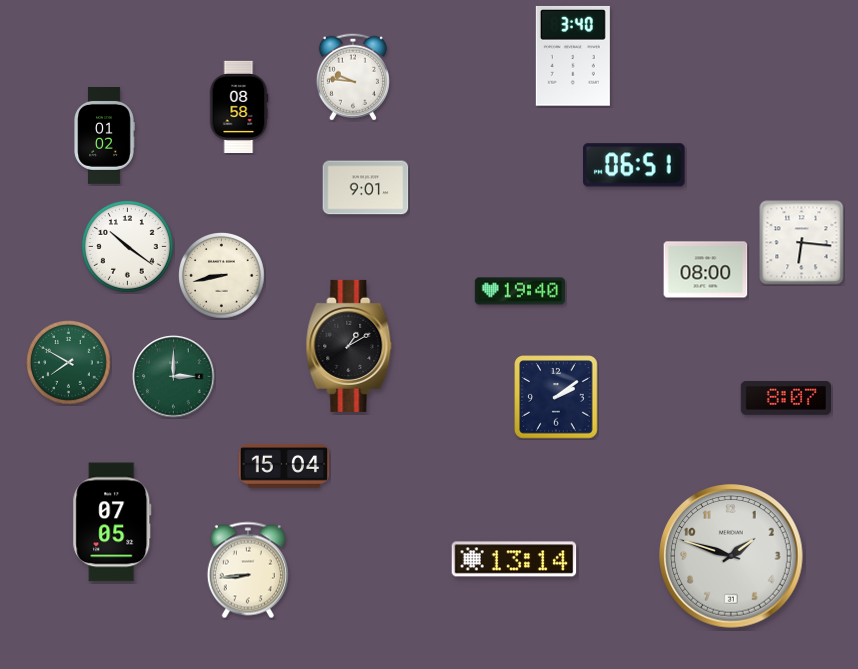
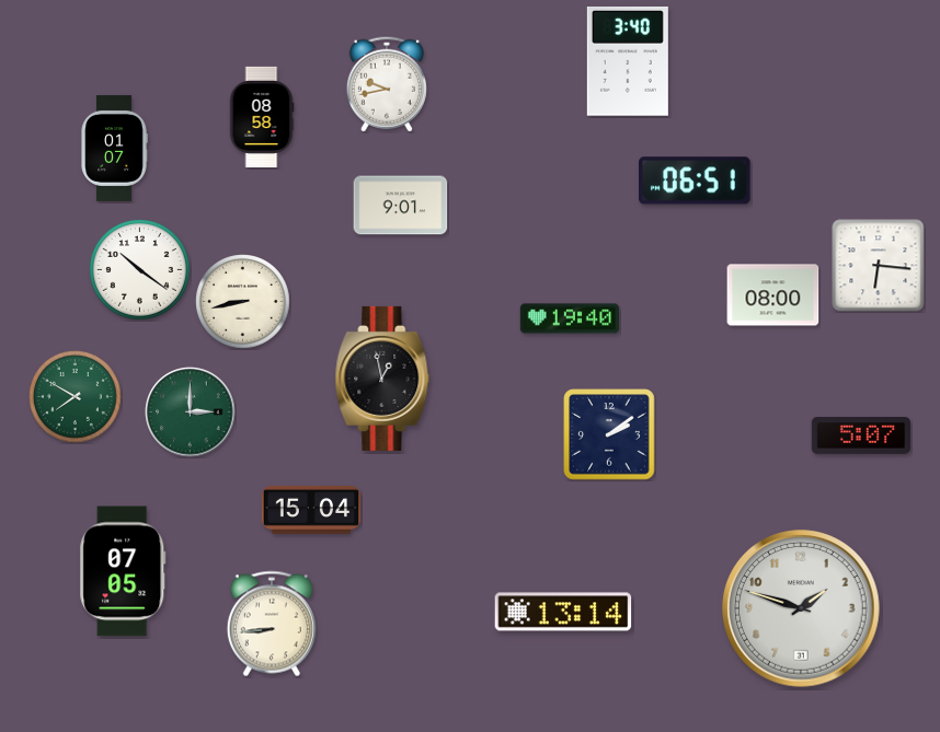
clock at (353, 77): 9:46 -> 9:43
clock at (104, 135): 01:02 -> 01:07
clock at (349, 346): 1:10 -> 12:58
clock at (785, 398): 8:07 -> 5:07
